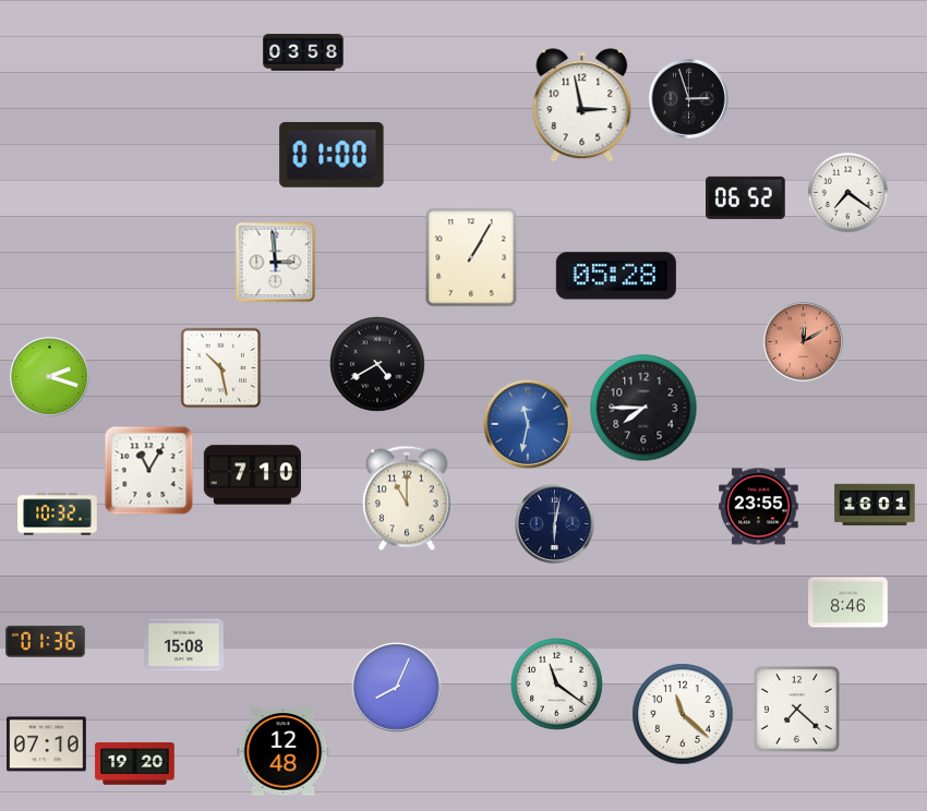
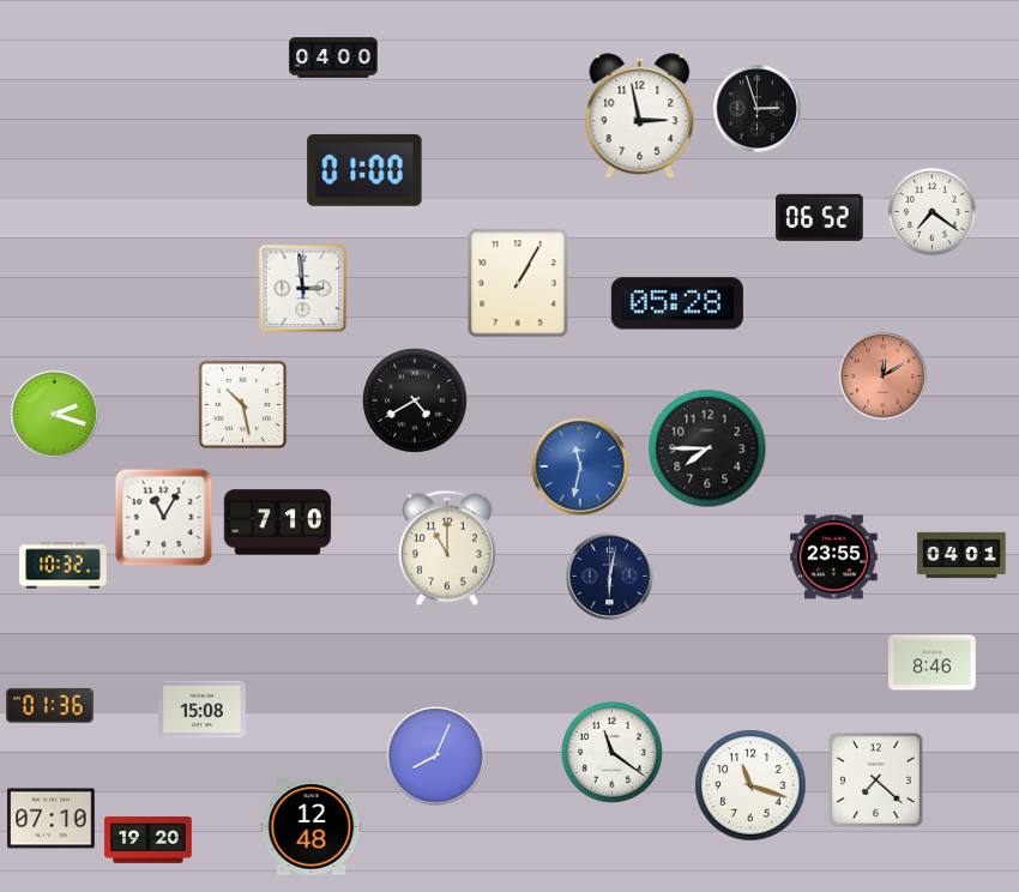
clock at (303, 52): 03:58 -> 04:00
clock at (875, 505): 16:01 -> 04:01
clock at (683, 714): 11:22 -> 11:18
